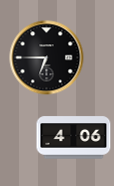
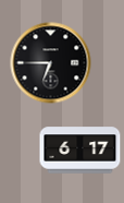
clock at (74, 138): 4:06 -> 6:17
